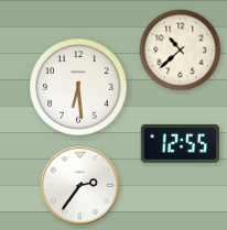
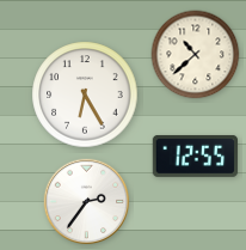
clock at (78, 87): 6:29 -> 6:25
